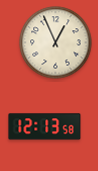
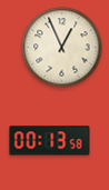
clock at (45, 127): 12:13 -> 00:13
